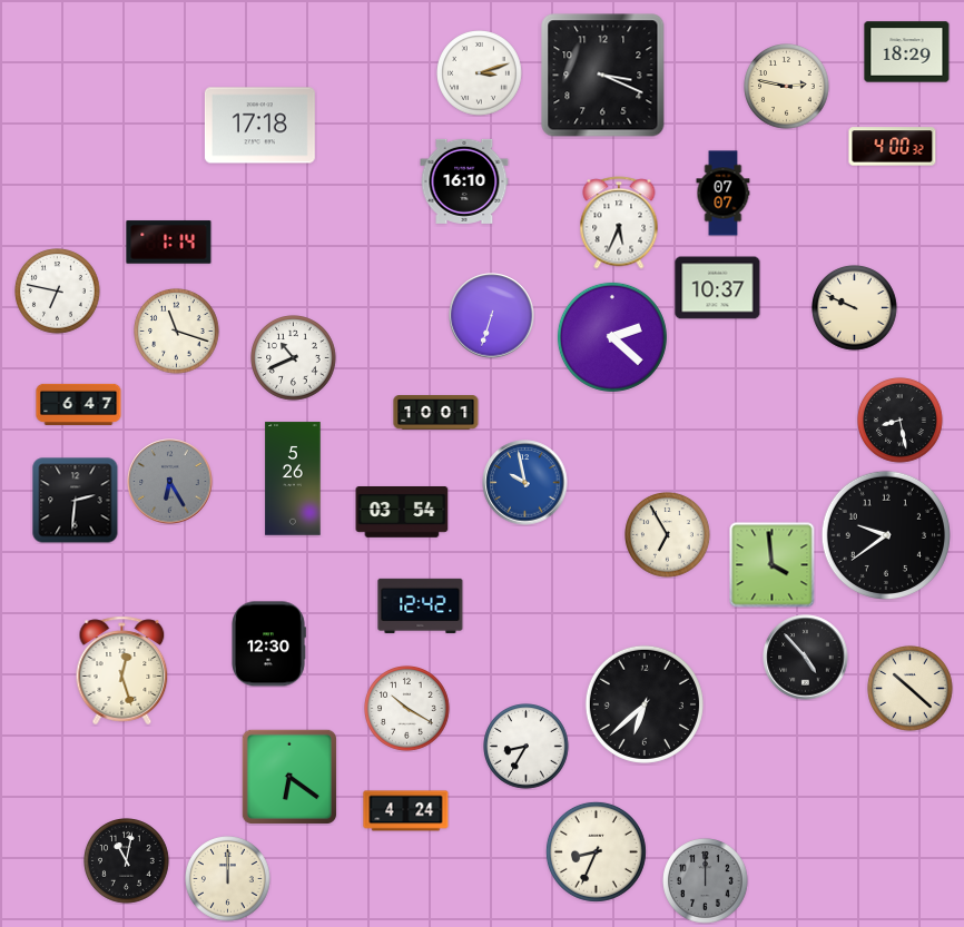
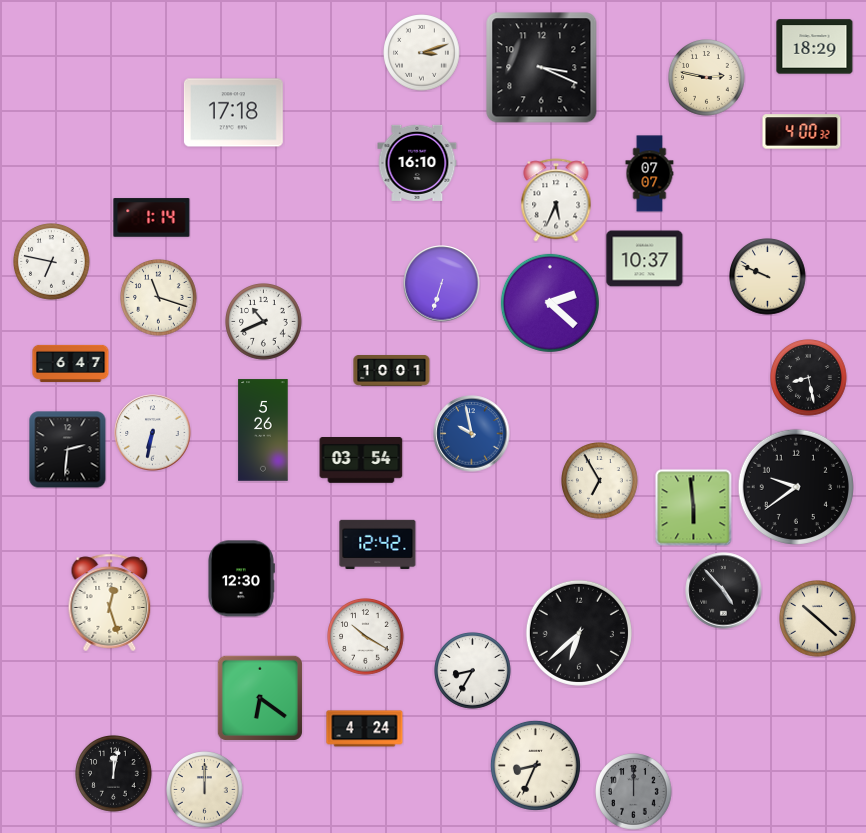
clock at (480, 73) position: (480, 73) -> (422, 53)
clock at (170, 482): 6:25 -> 6:32
clock at (170, 482) dial: grey -> white
clock at (886, 535) position: (886, 535) -> (796, 487)
clock at (773, 565): 3:59 -> 5:59
clock at (127, 861): 11:02 -> 12:02
